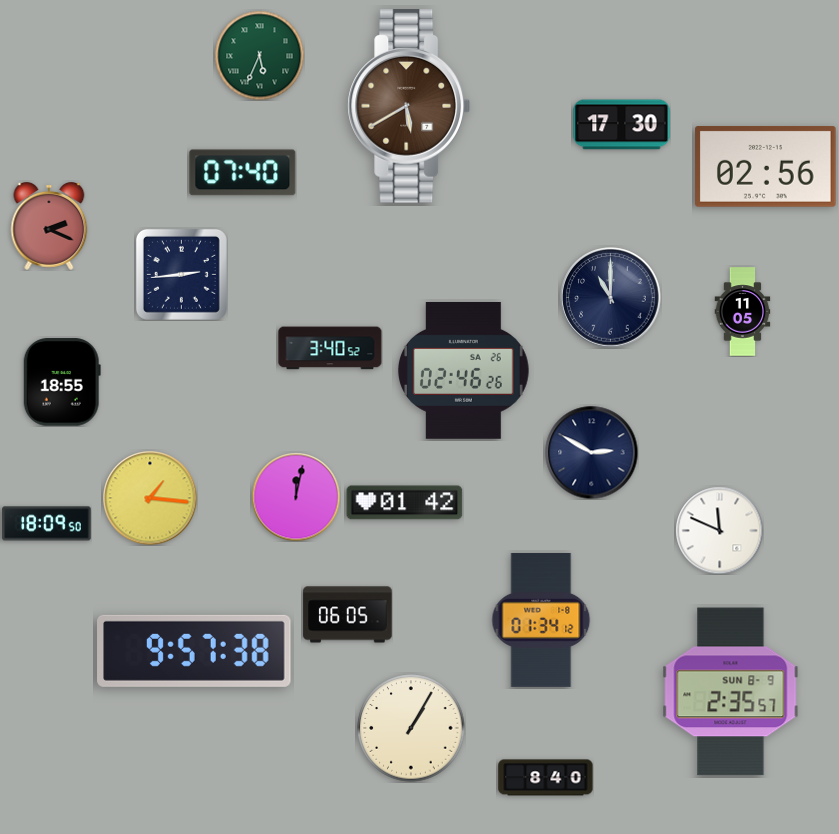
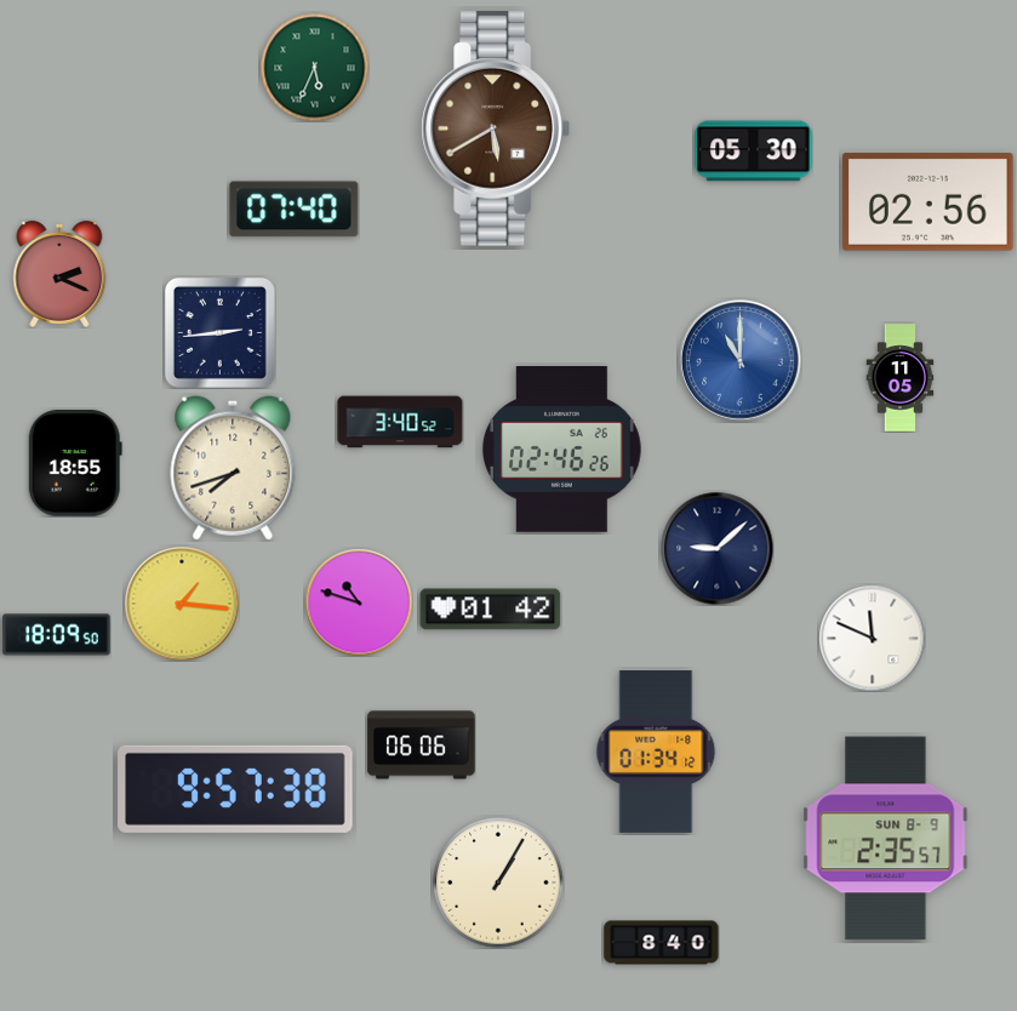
clock at (622, 125): 17:30 -> 05:30
clock at (611, 298) dial: navy -> blue
clock at (233, 468): none -> 7:42
clock at (591, 452): 2:50 -> 9:08
clock at (296, 497): 12:02 -> 10:48
clock at (719, 530) position: (719, 530) -> (872, 638)
clock at (348, 615): 06:05 -> 06:06
